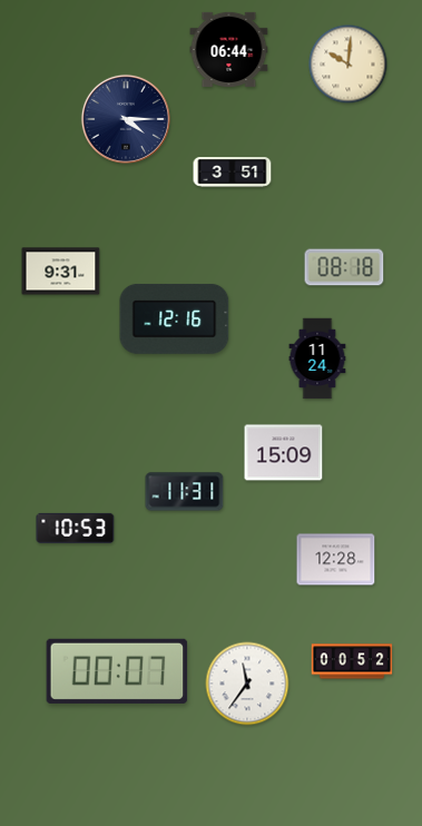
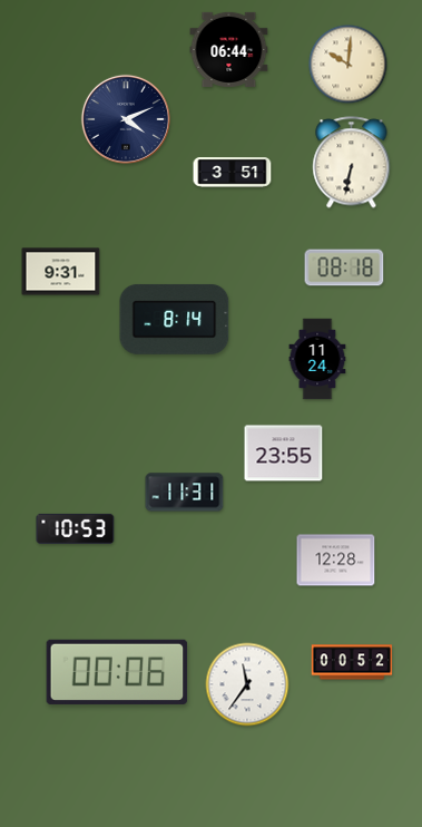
clock at (126, 119): 4:15 -> 4:11
clock at (352, 163): none -> 6:32
clock at (175, 318): 12:16 -> 8:14
clock at (284, 453): 15:09 -> 23:55
clock at (117, 671): 00:07 -> 00:06
